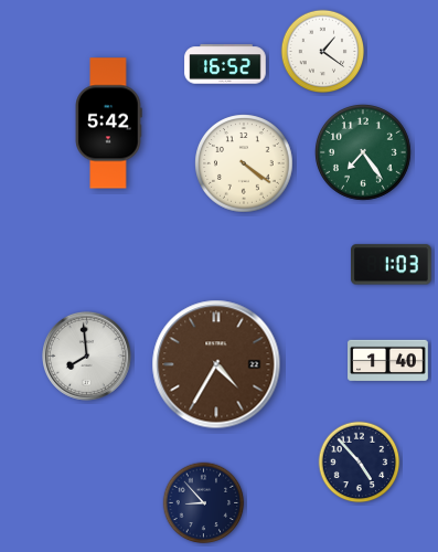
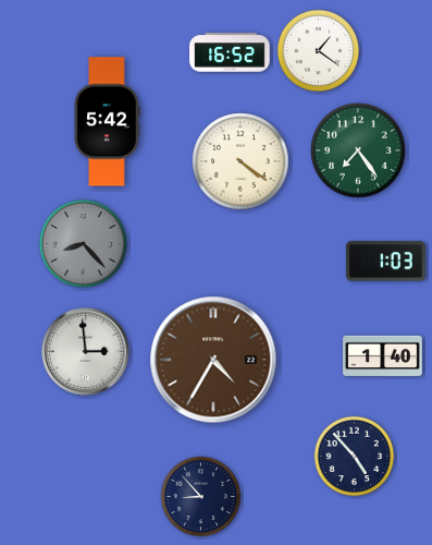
clock at (225, 64) position: (225, 64) -> (230, 52)
clock at (83, 243): none -> 8:23
clock at (86, 355): 7:59 -> 2:59
